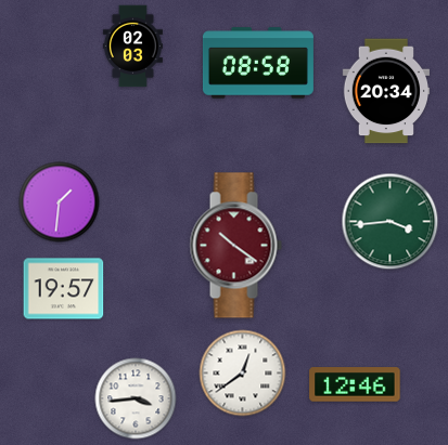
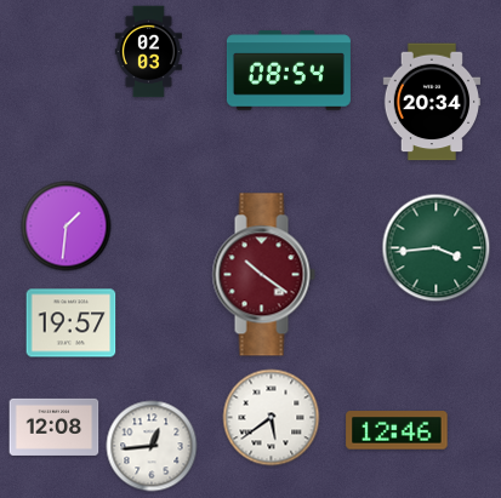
clock at (258, 63): 08:58 -> 08:54
clock at (243, 374): 12:39 -> 5:39
clock at (55, 427): none -> 12:08
clock at (136, 398): 3:44 -> 12:44
